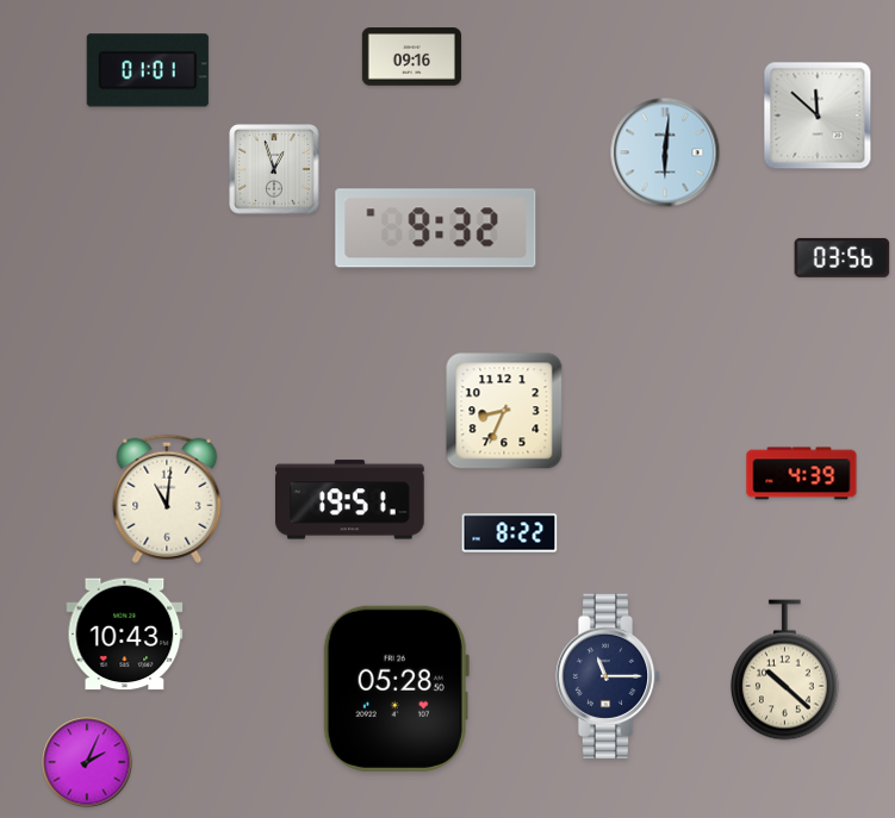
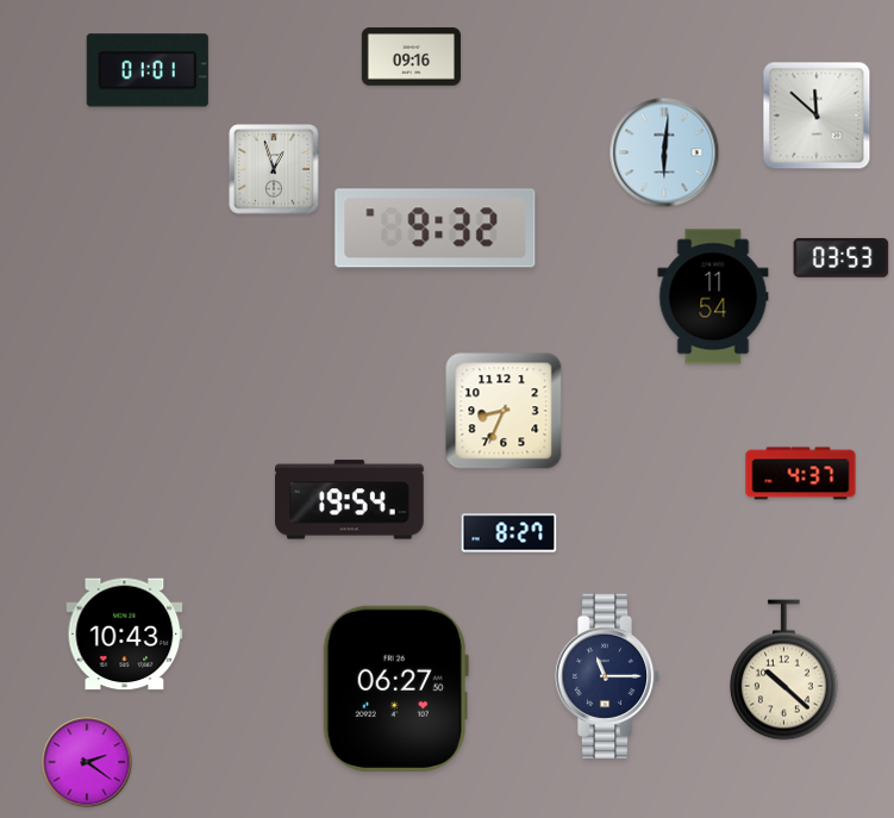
clock at (843, 257): 03:56 -> 03:53
clock at (713, 296): none -> 11:54
clock at (802, 474): 4:39 -> 4:37
clock at (167, 499): 11:01 -> none
clock at (350, 500): 19:51 -> 19:54
clock at (510, 533): 8:22 -> 8:27
clock at (396, 688): 05:28 -> 06:27
clock at (87, 762): 2:04 -> 2:21
